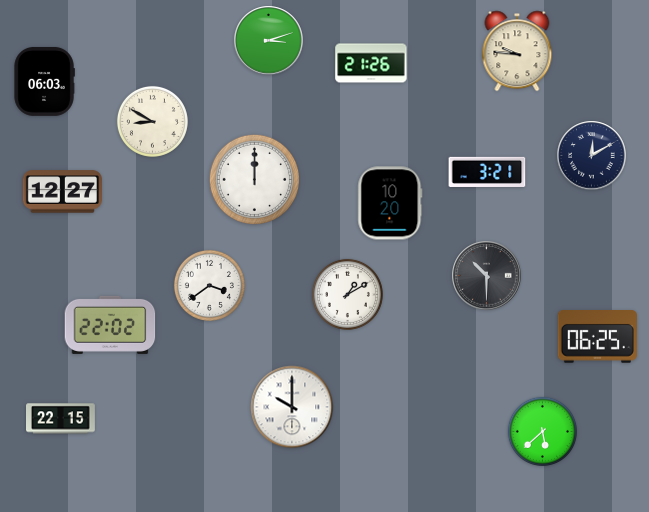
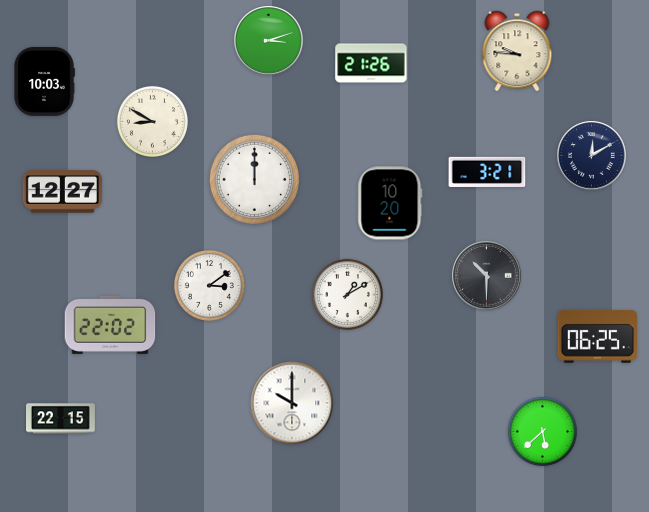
clock at (44, 81): 06:03 -> 10:03
clock at (209, 285): 3:39 -> 3:09
clock at (292, 407) position: (292, 407) -> (292, 403)
